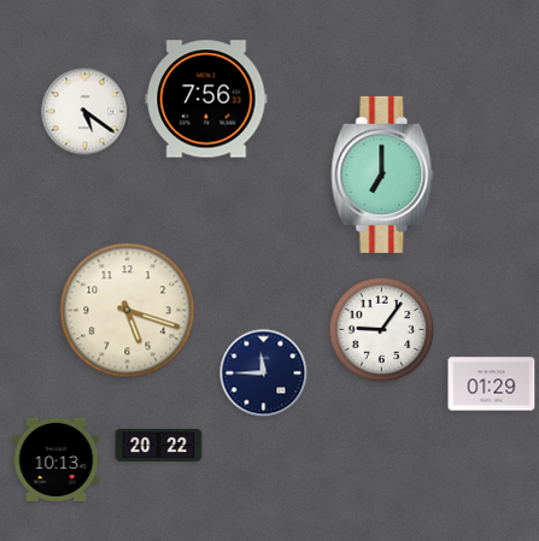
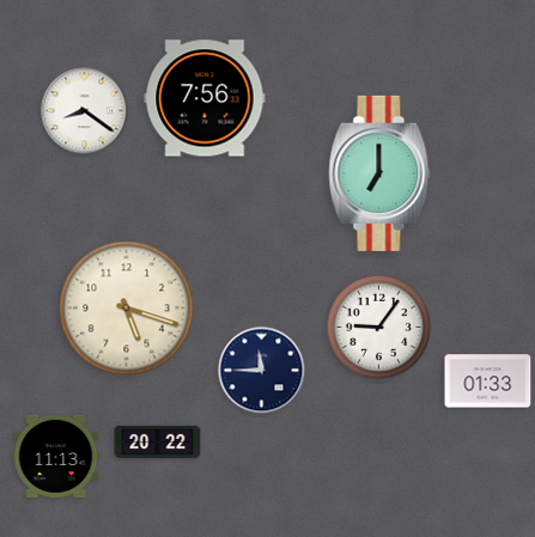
clock at (86, 112): 5:21 -> 8:21
clock at (492, 384): 01:29 -> 01:33
clock at (57, 459): 10:13 -> 11:13
